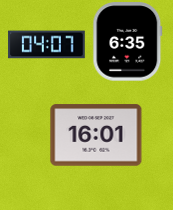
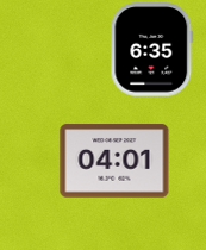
clock at (47, 45): 04:07 -> none
clock at (96, 135): 16:01 -> 04:01
